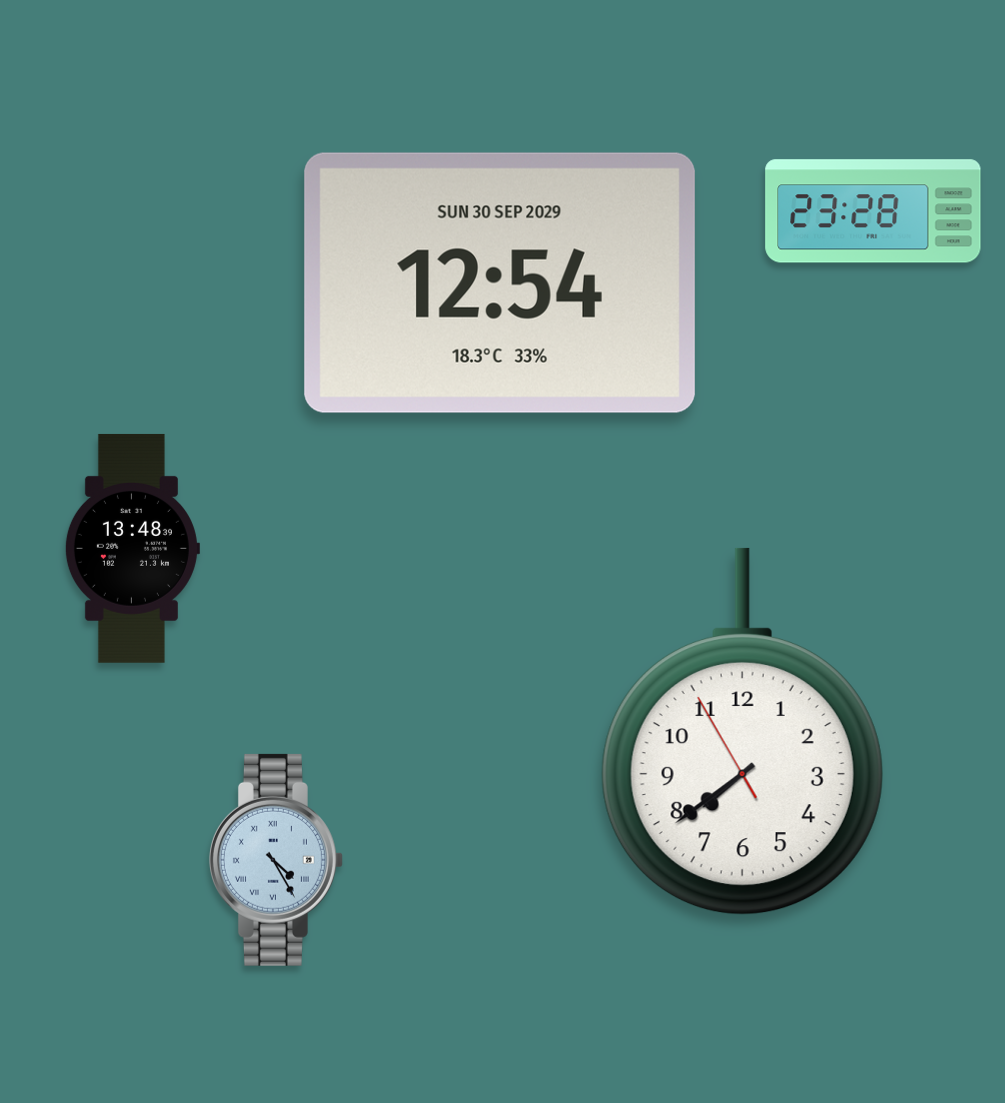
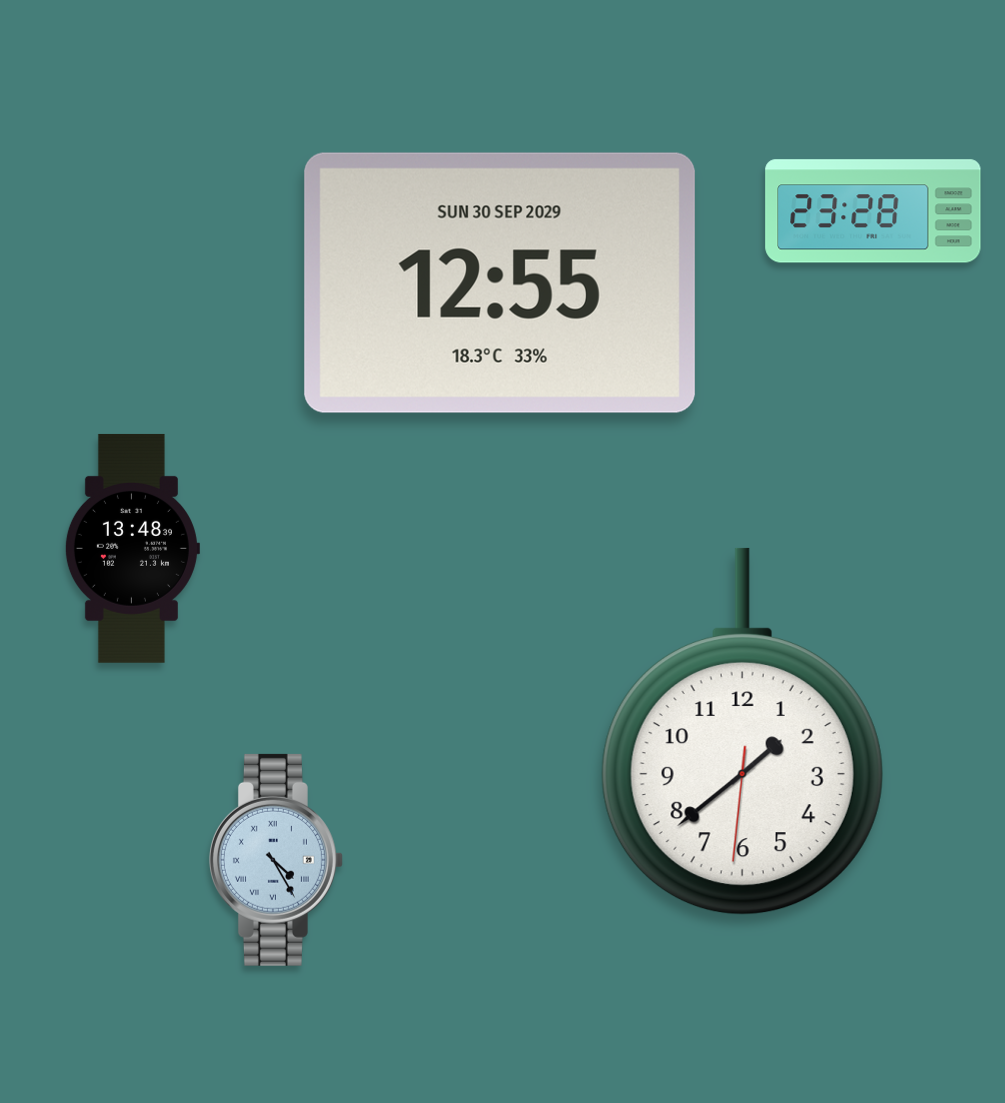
clock at (500, 283): 12:54 -> 12:55
clock at (742, 732): 7:38 -> 1:38
